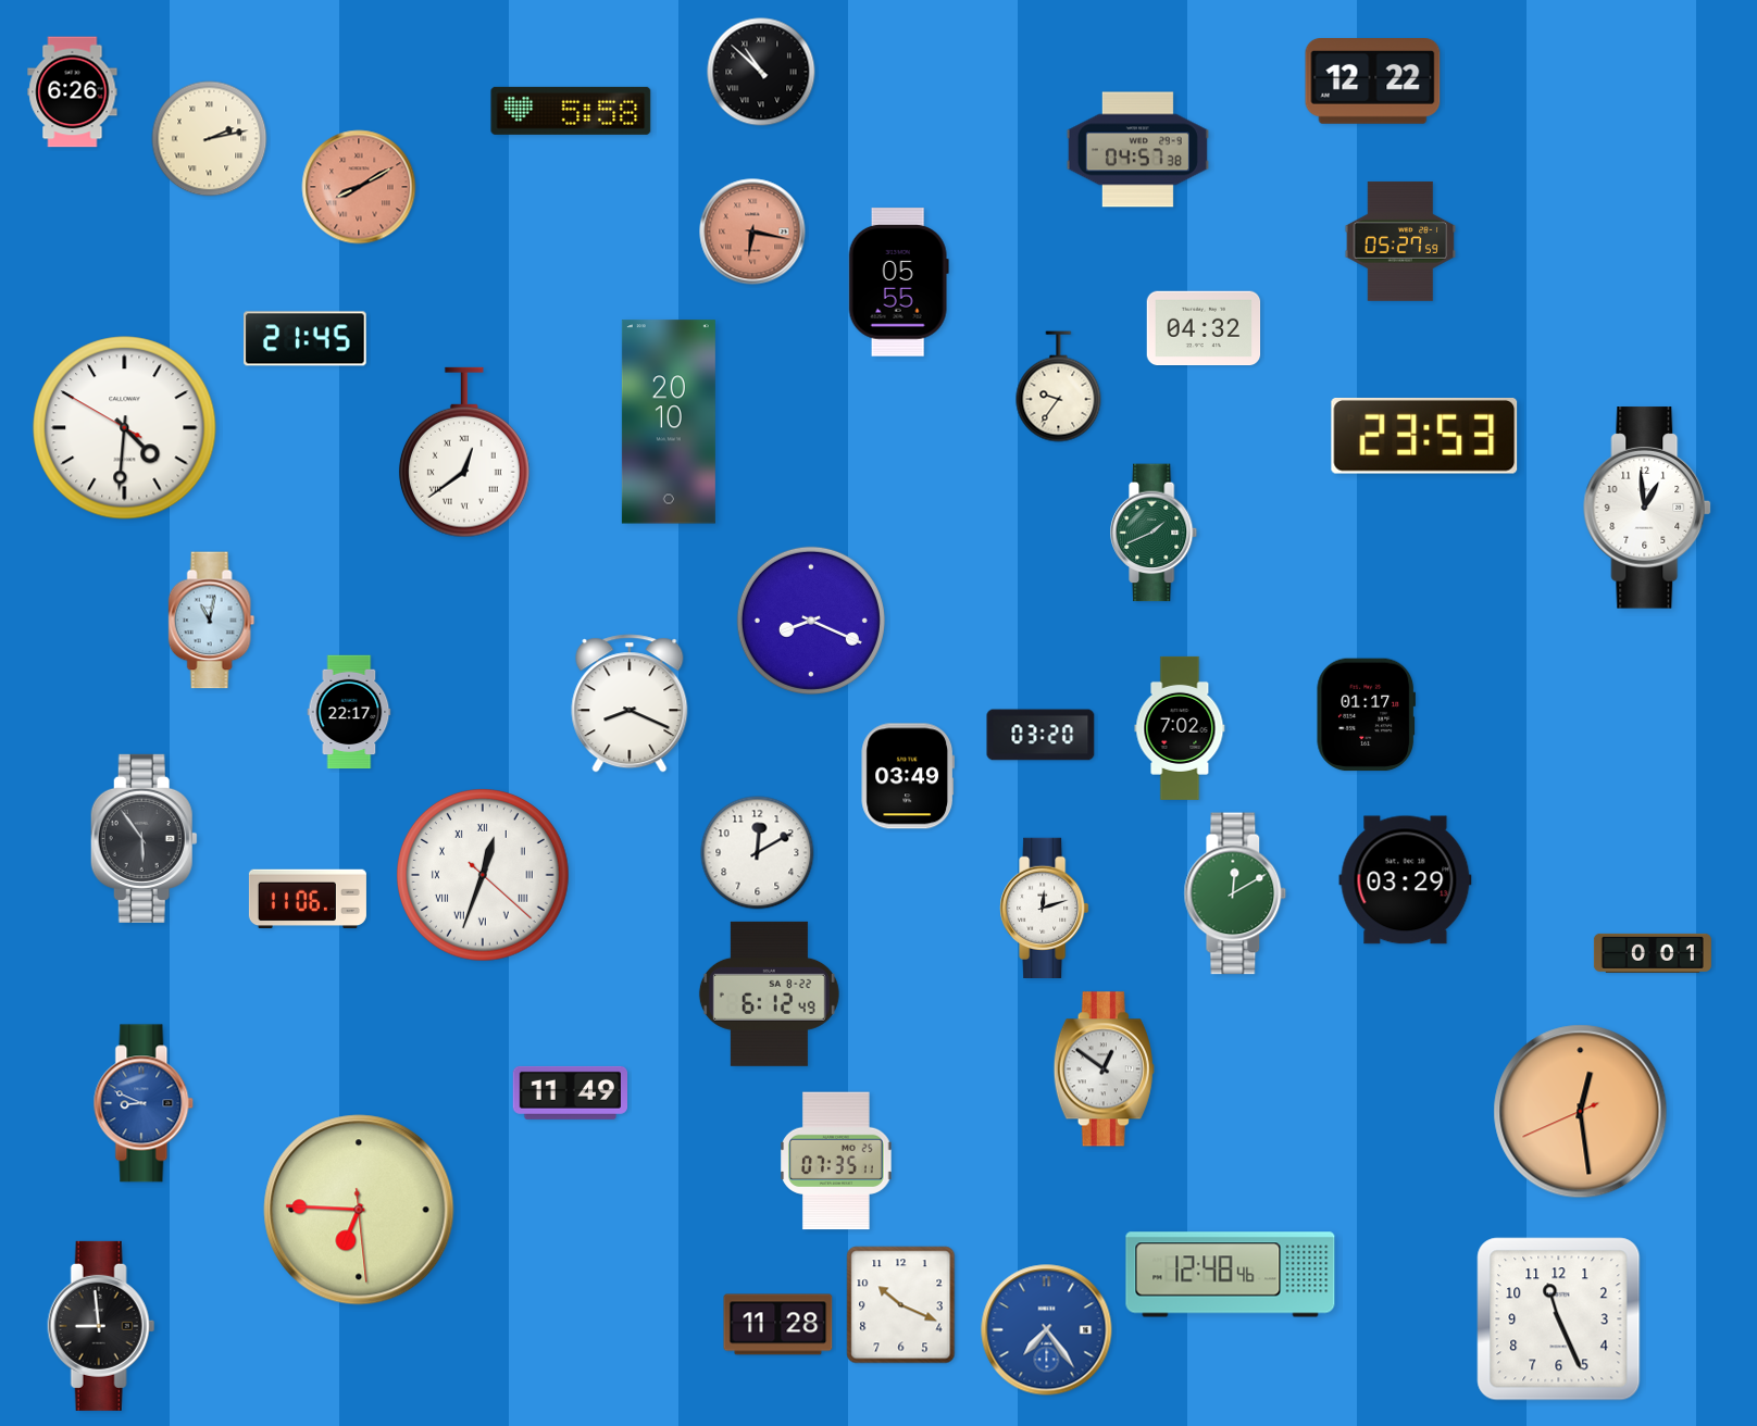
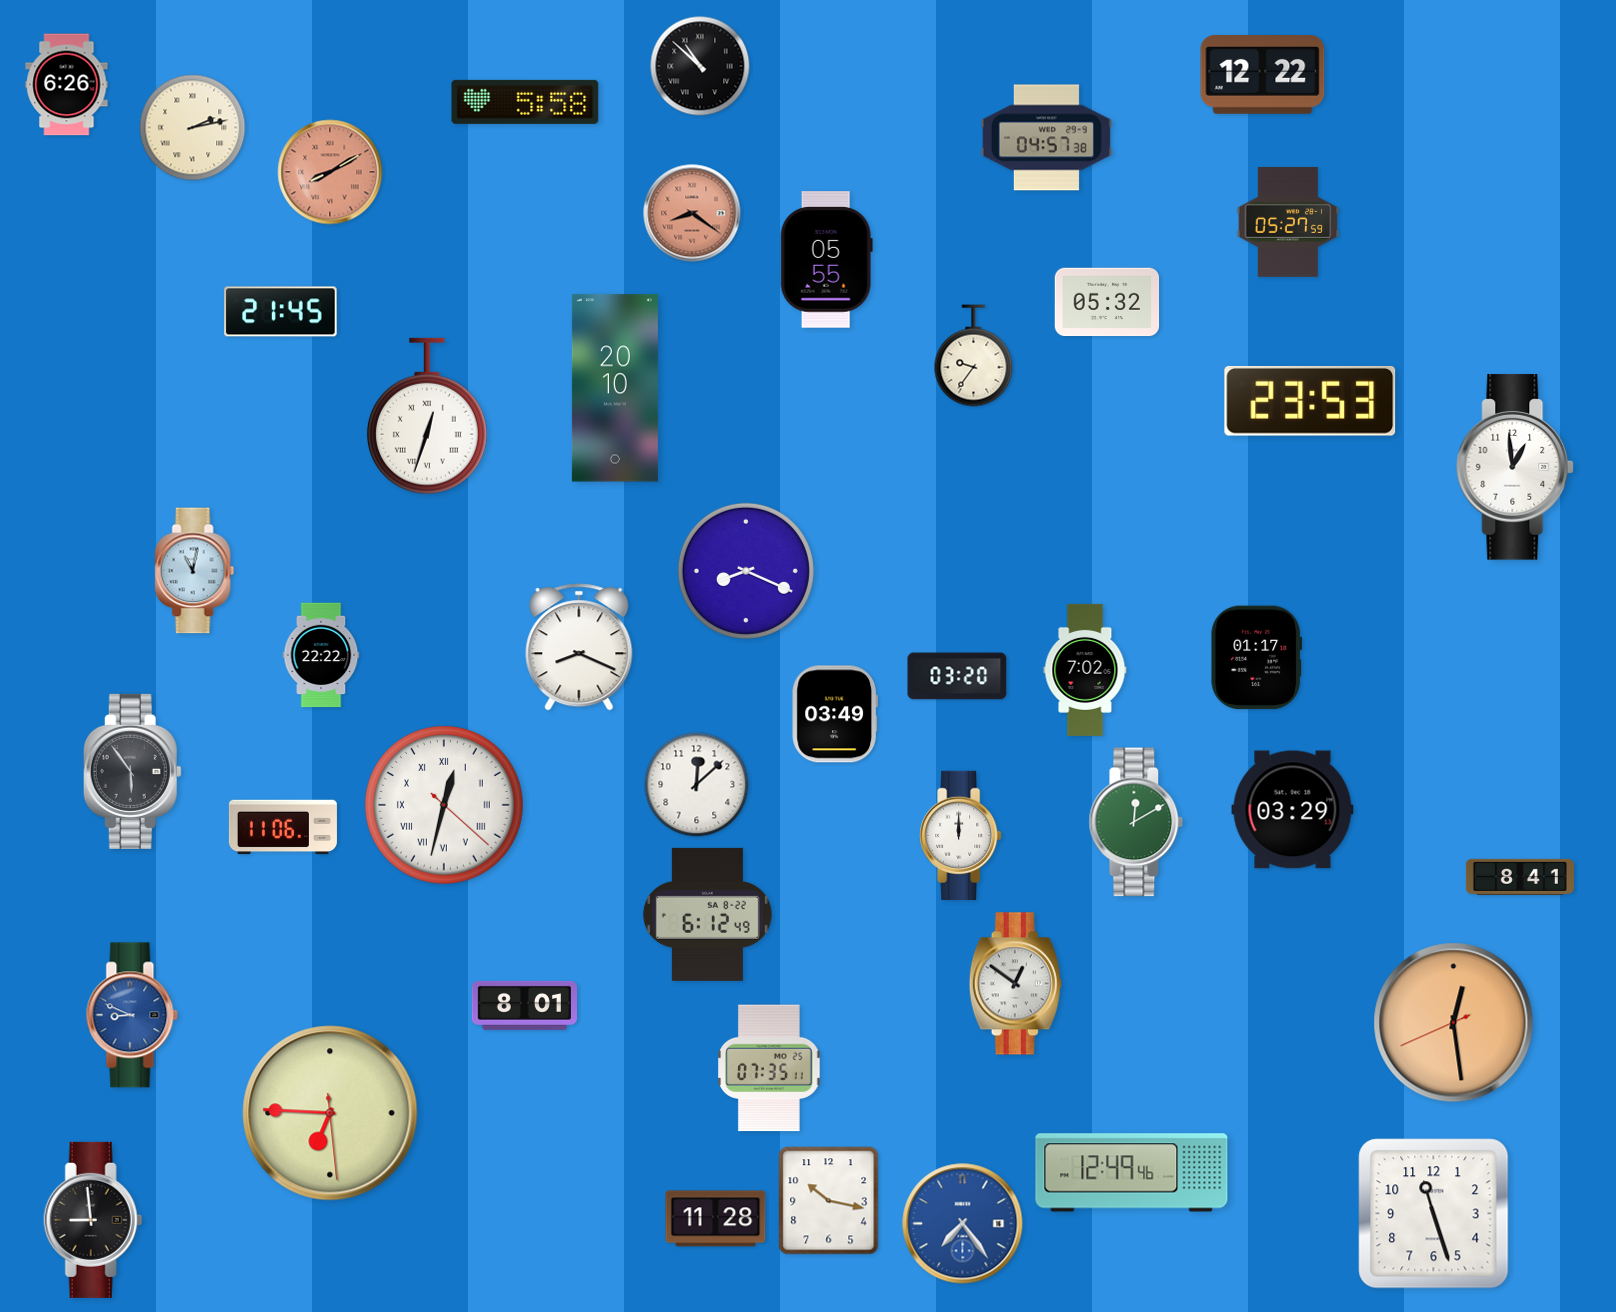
clock at (752, 232): 6:17 -> 8:21
clock at (1204, 328): 04:32 -> 05:32
clock at (125, 428): 4:30 -> none
clock at (464, 452): 12:39 -> 12:33
clock at (1155, 533): 1:41 -> none
clock at (349, 712): 22:17 -> 22:22
clock at (758, 853): 12:10 -> 12:08
clock at (484, 876): 12:33 -> 12:32
clock at (1045, 908): 12:12 -> 12:00
clock at (1653, 953): 0:01 -> 8:41
clock at (570, 1092): 11:49 -> 8:01
clock at (1231, 1275): 12:48 -> 12:49
clock at (901, 1305): 10:19 -> 10:17
clock at (1559, 1319): 11:26 -> 11:27
